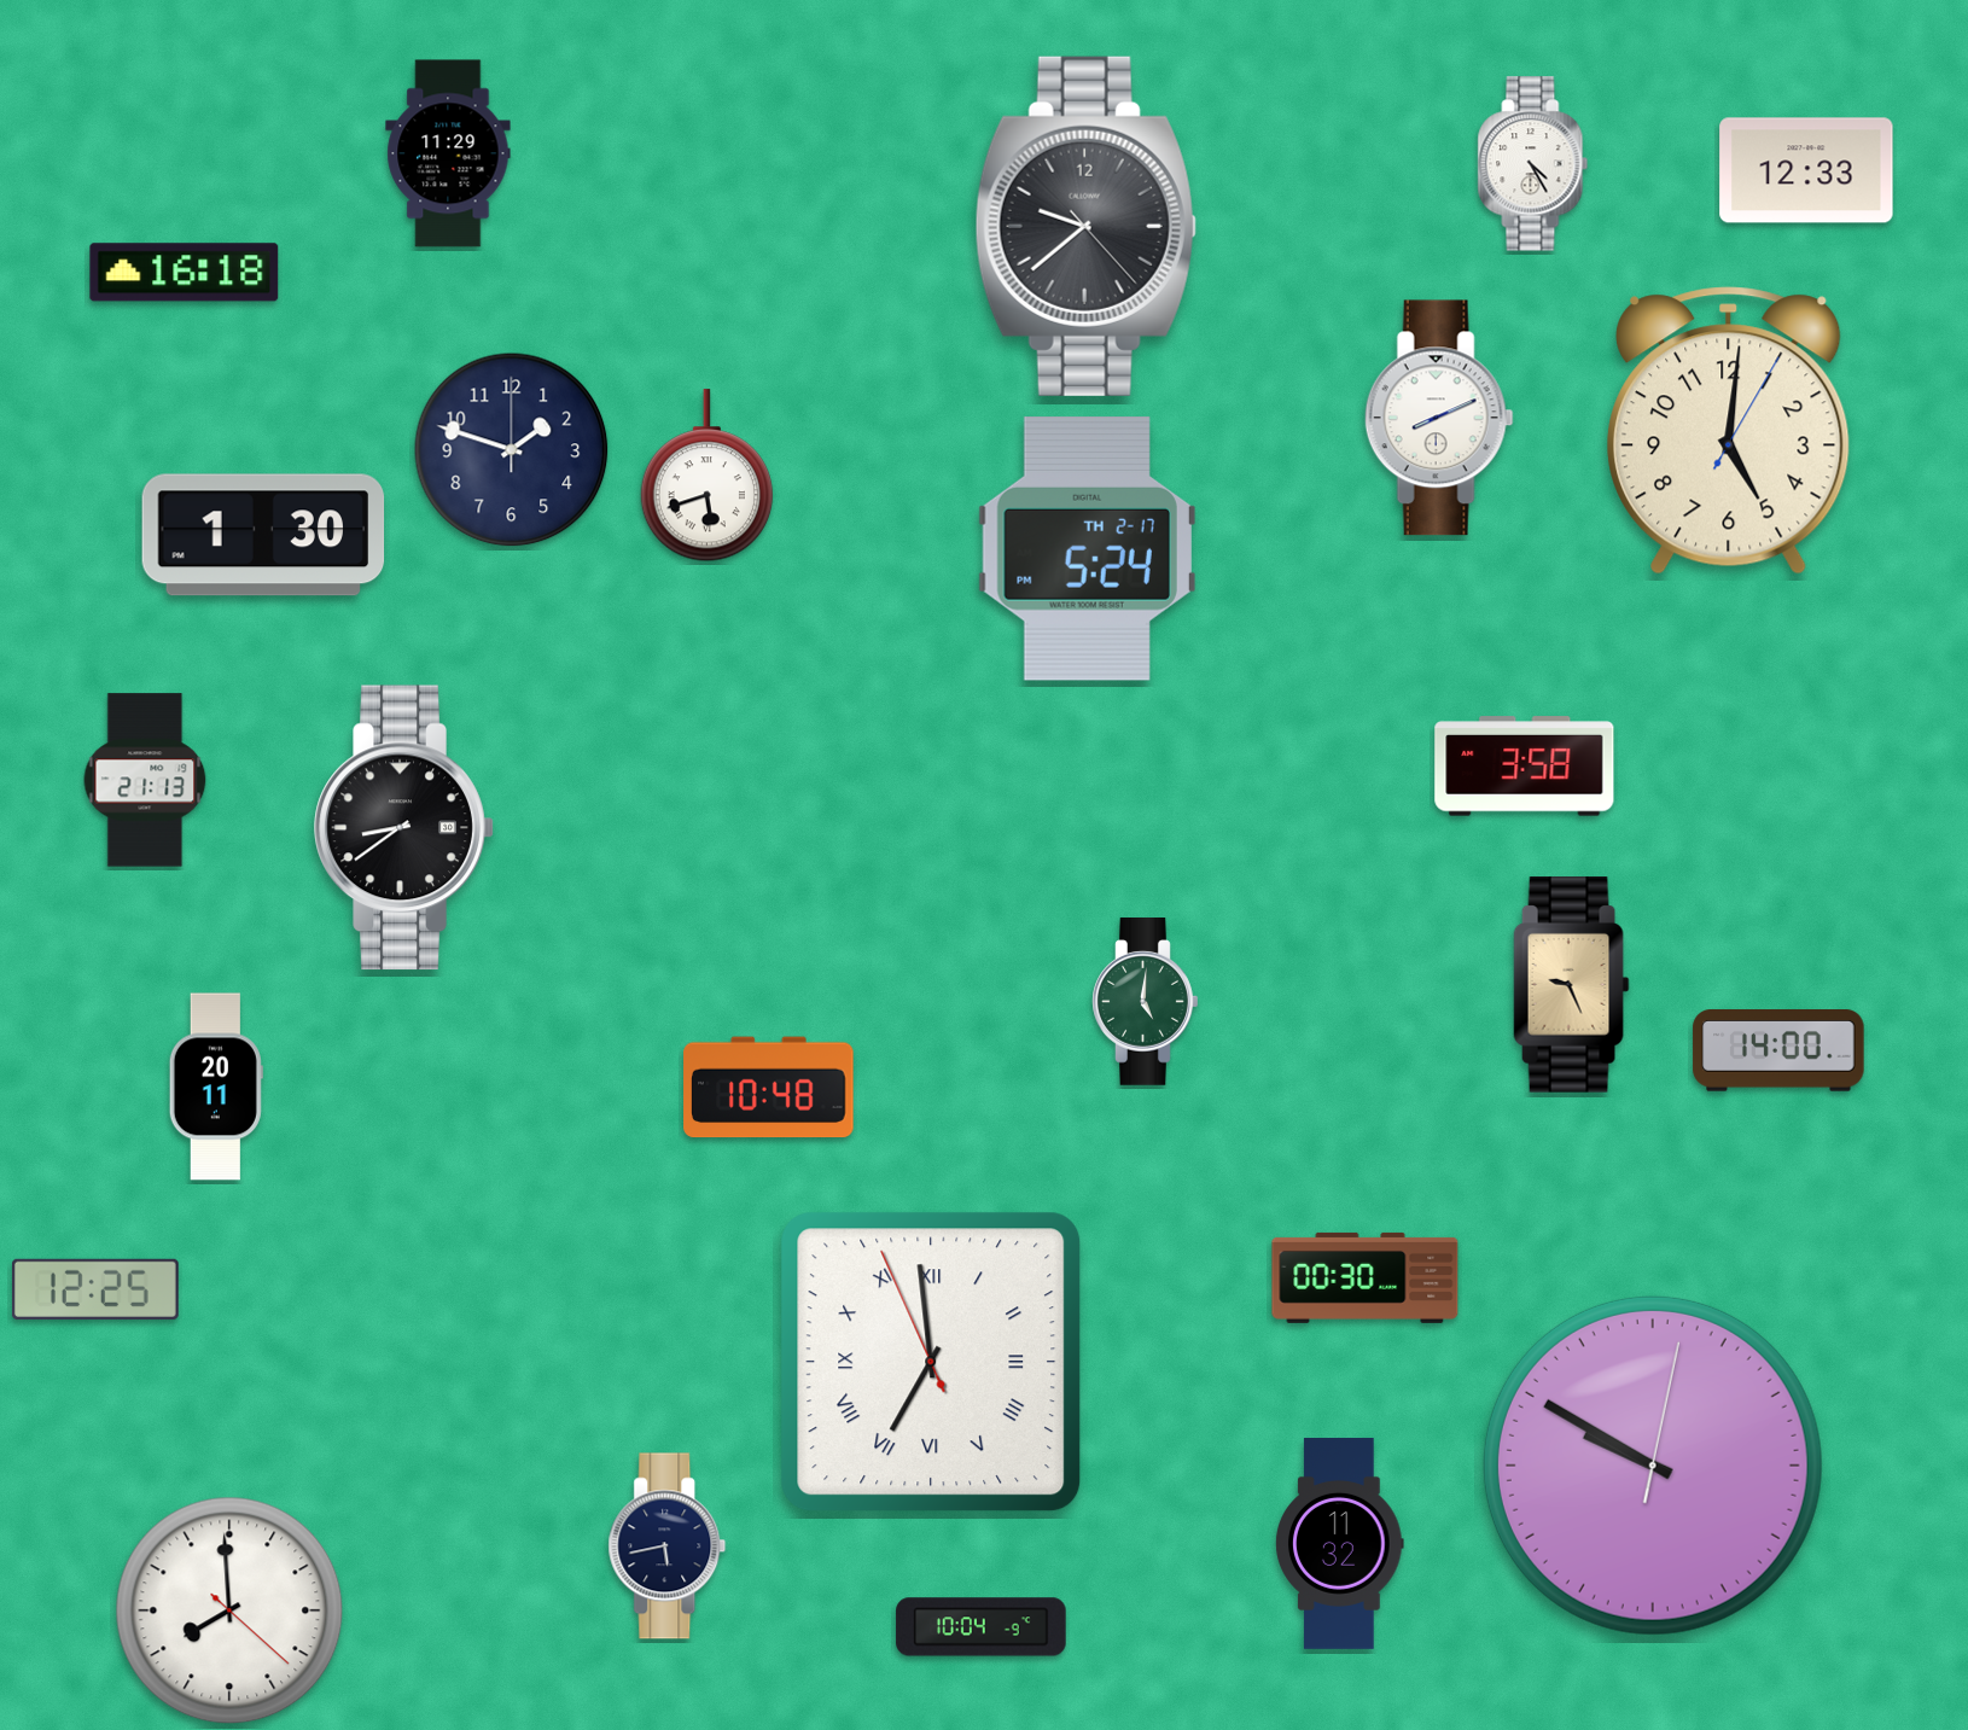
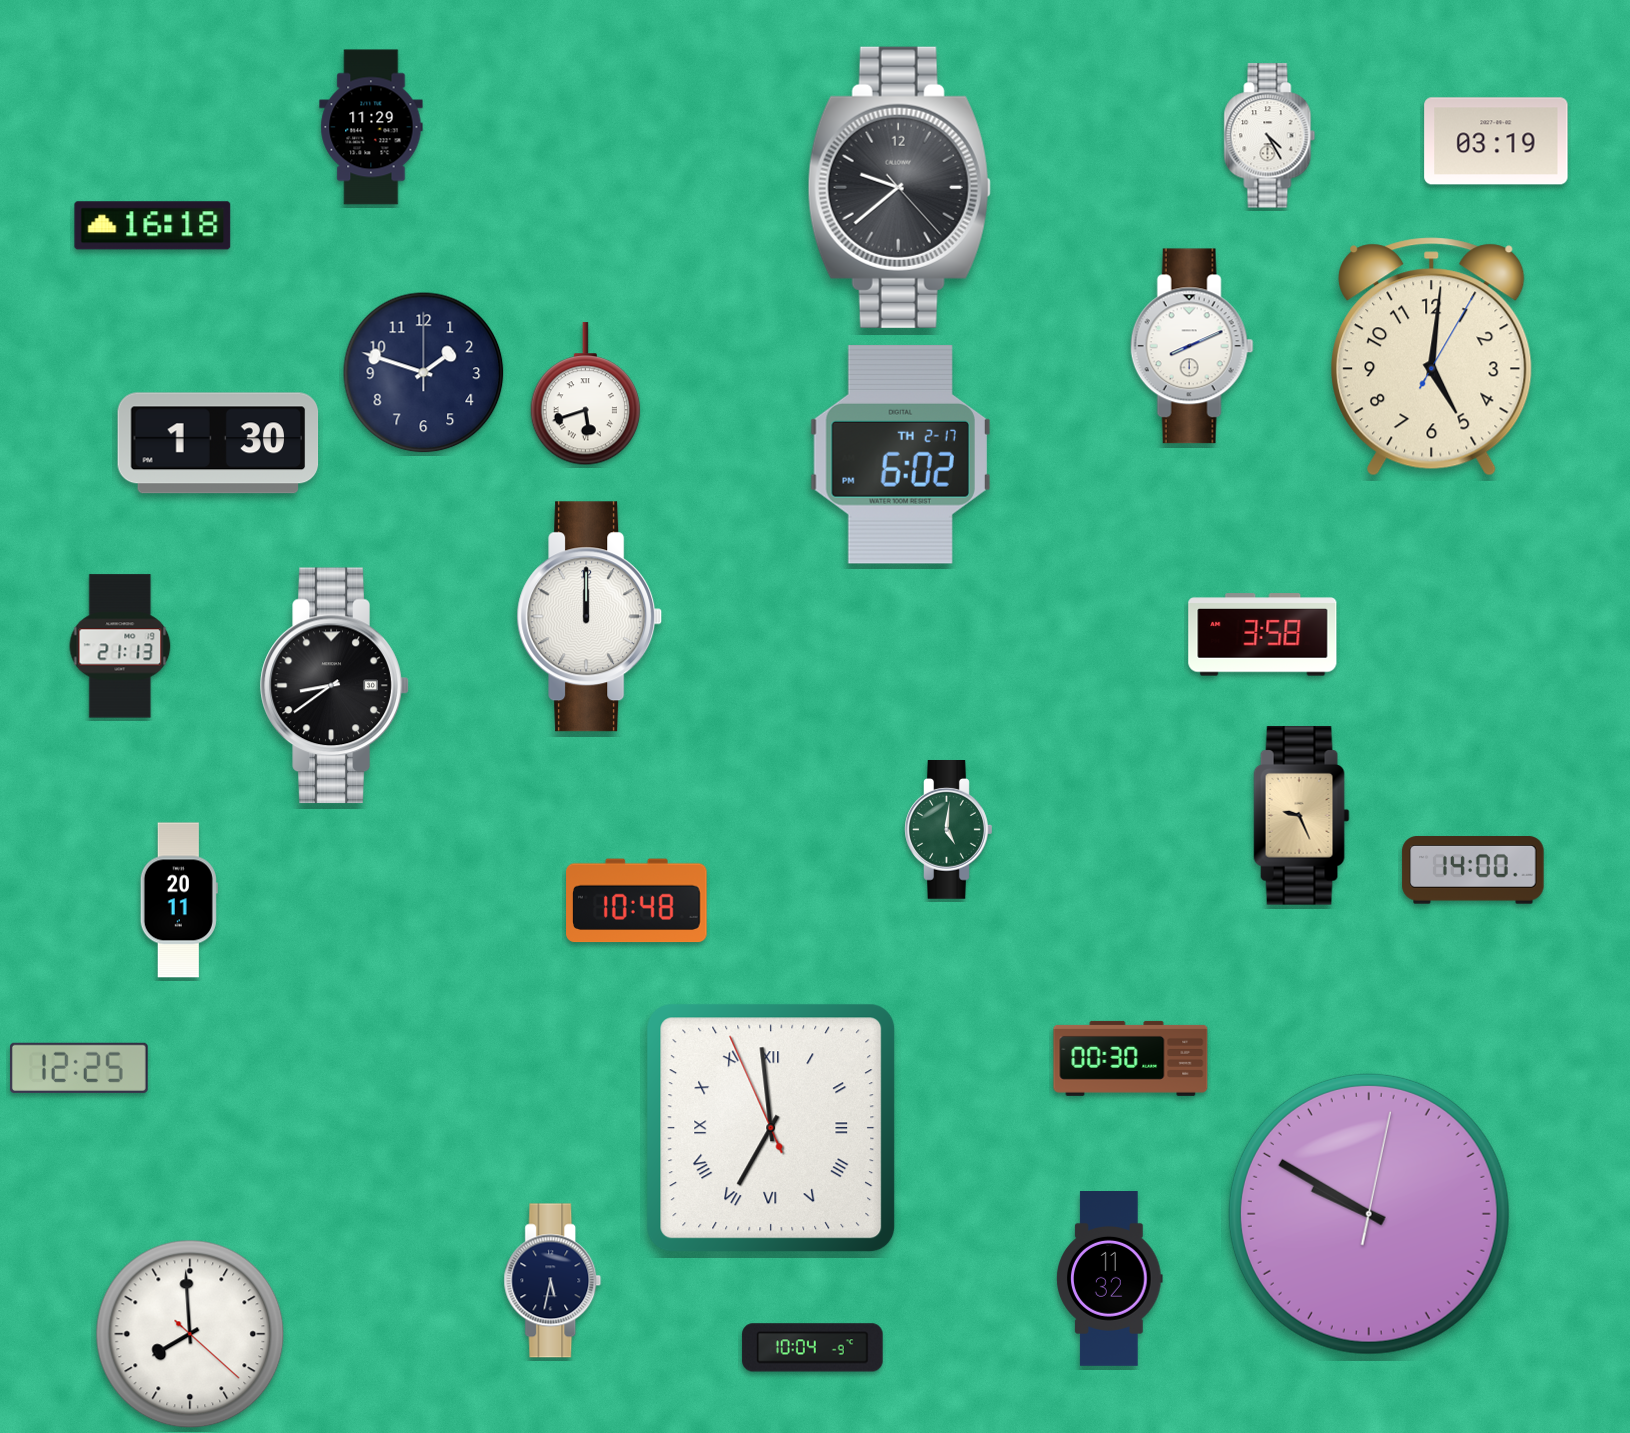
clock at (1806, 170): 12:33 -> 03:19
clock at (1087, 548): 5:24 -> 6:02
clock at (590, 617): none -> 12:00
clock at (668, 1546): 5:43 -> 5:32
